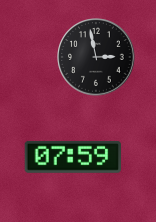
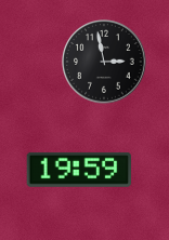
clock at (73, 157): 07:59 -> 19:59
